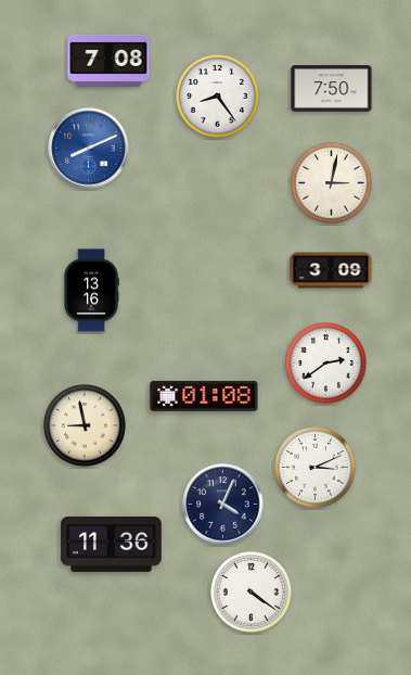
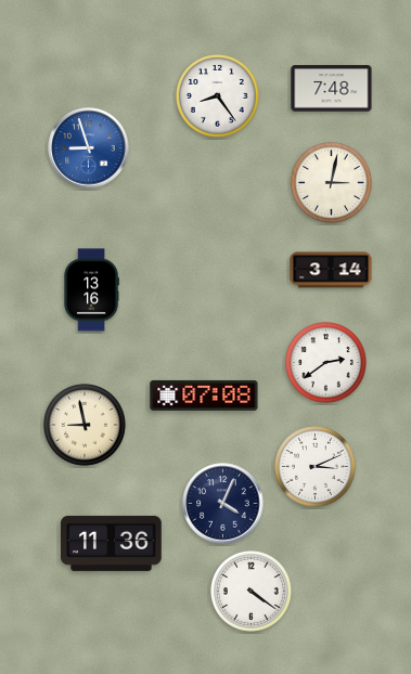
clock at (108, 61): 7:08 -> none
clock at (332, 89): 7:50 -> 7:48
clock at (89, 149): 8:11 -> 8:57
clock at (331, 270): 3:09 -> 3:14
clock at (204, 396): 01:08 -> 07:08
